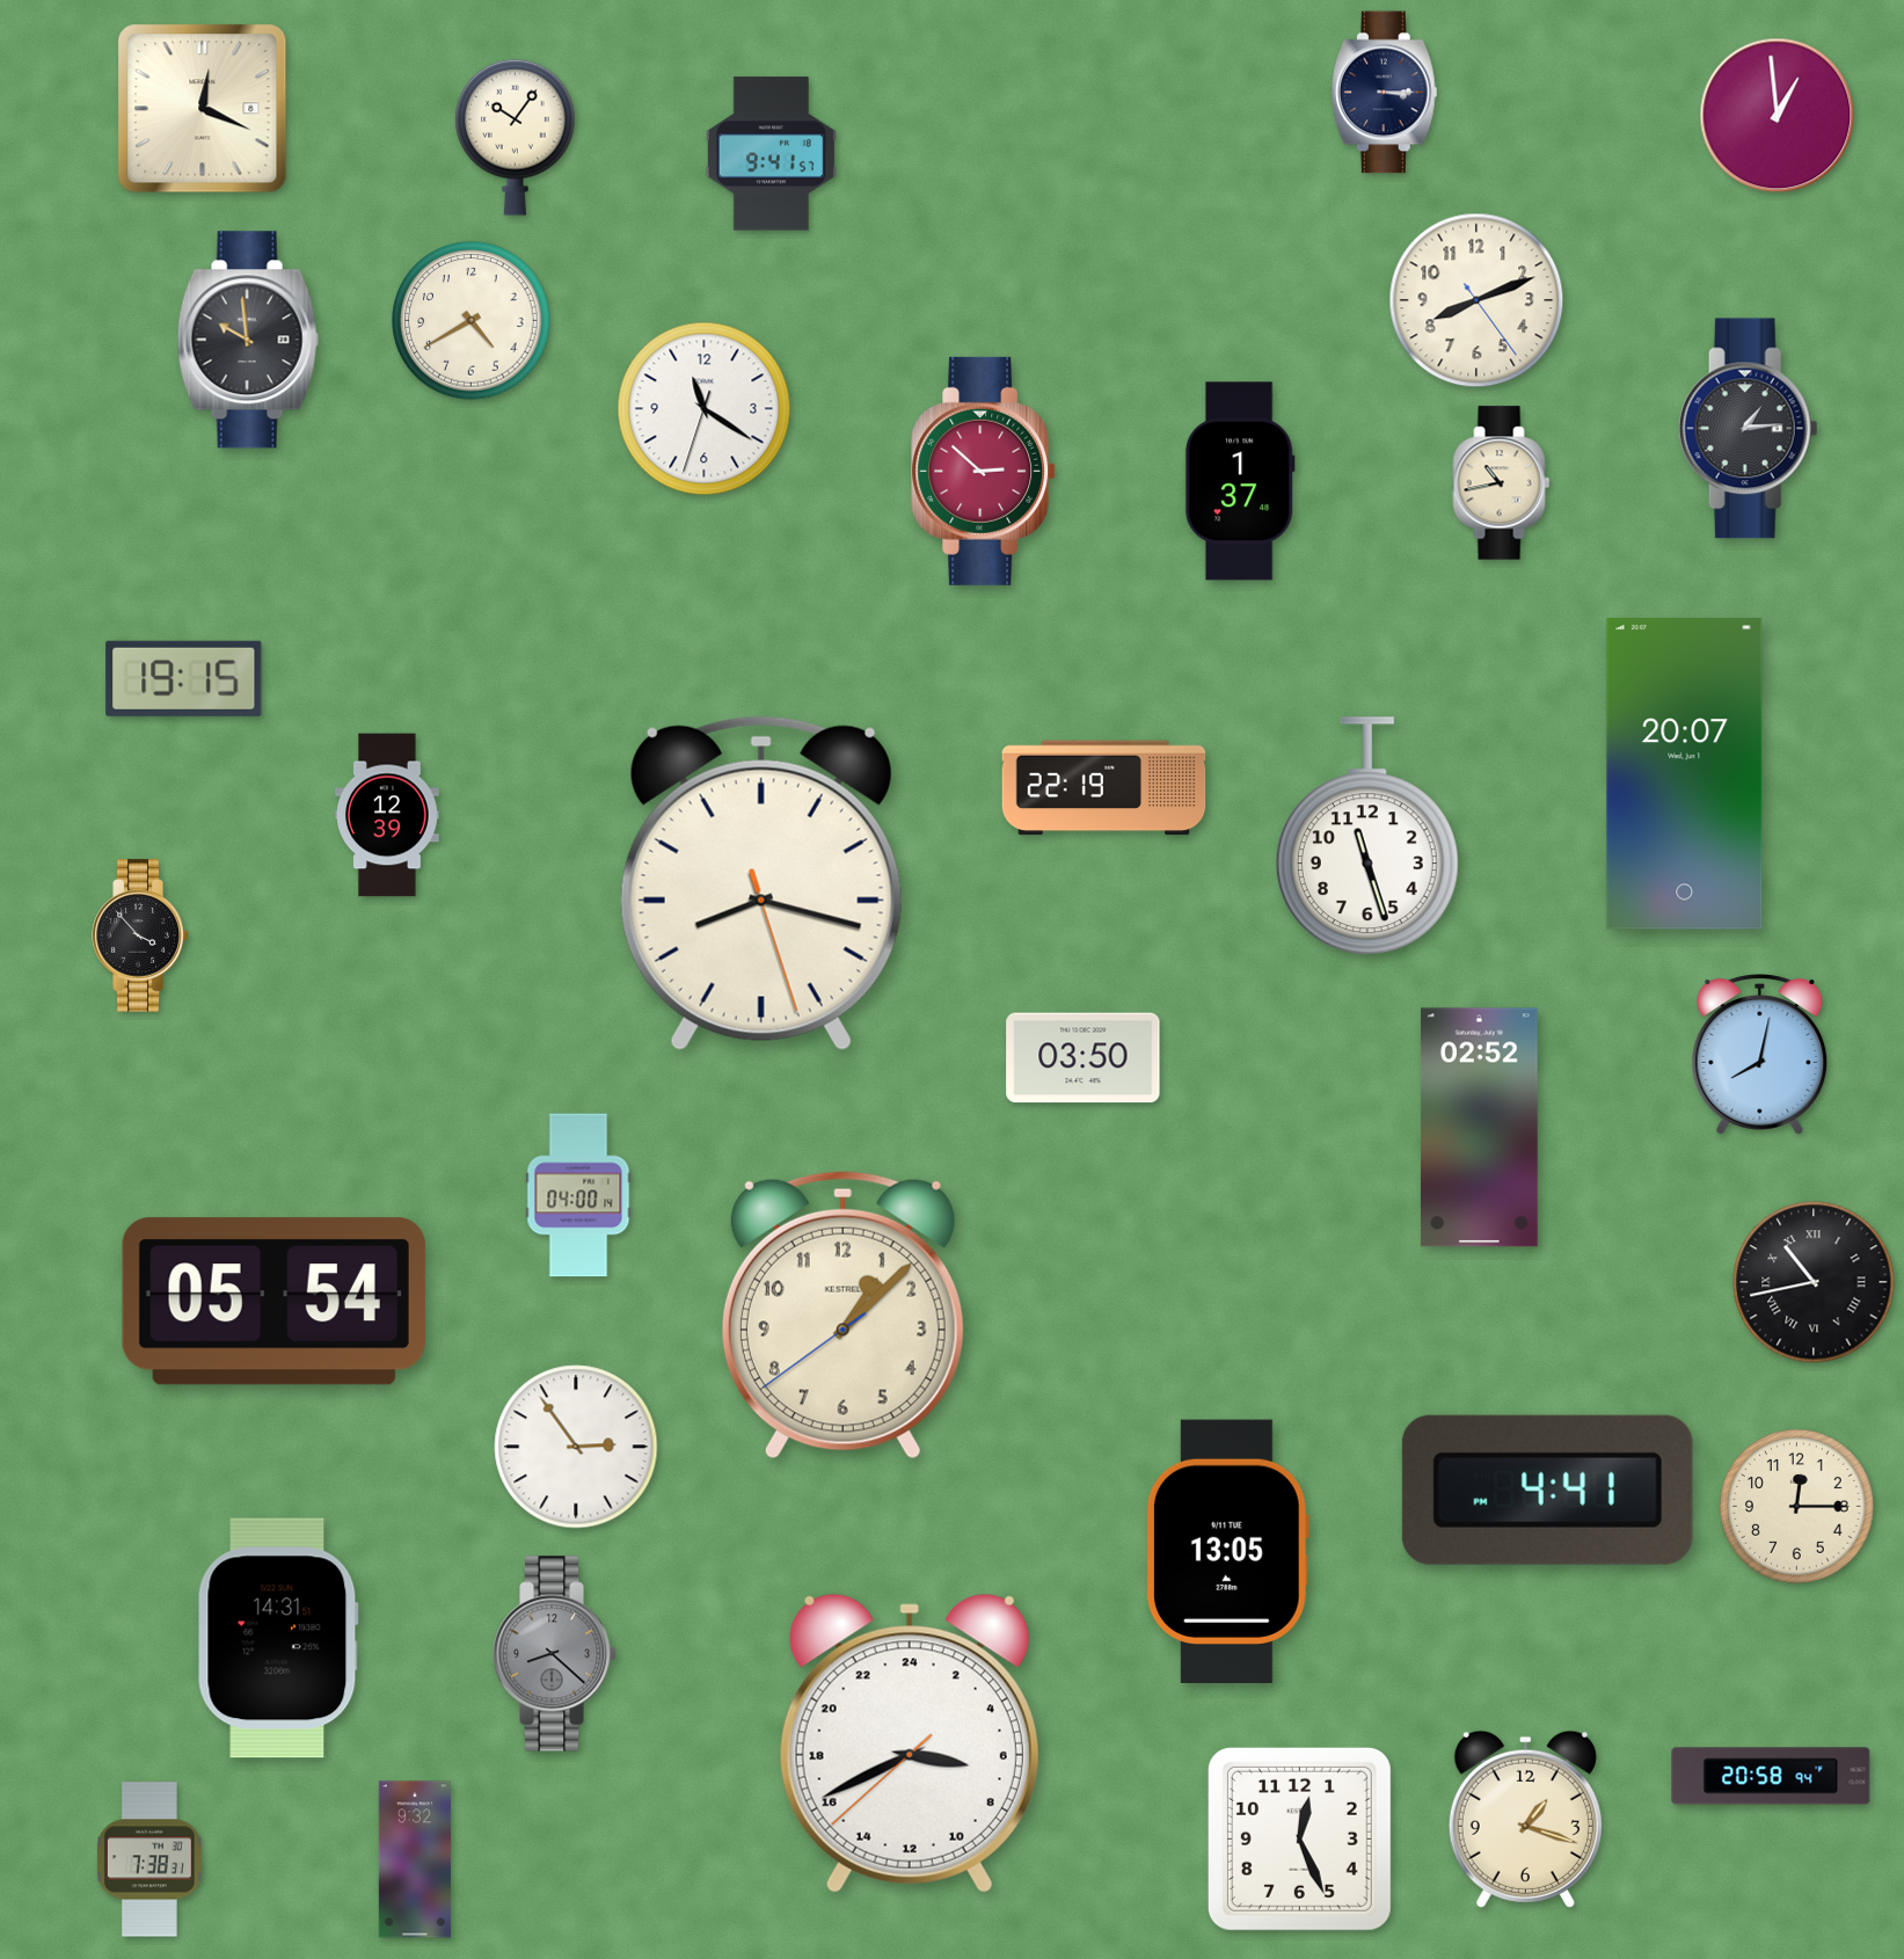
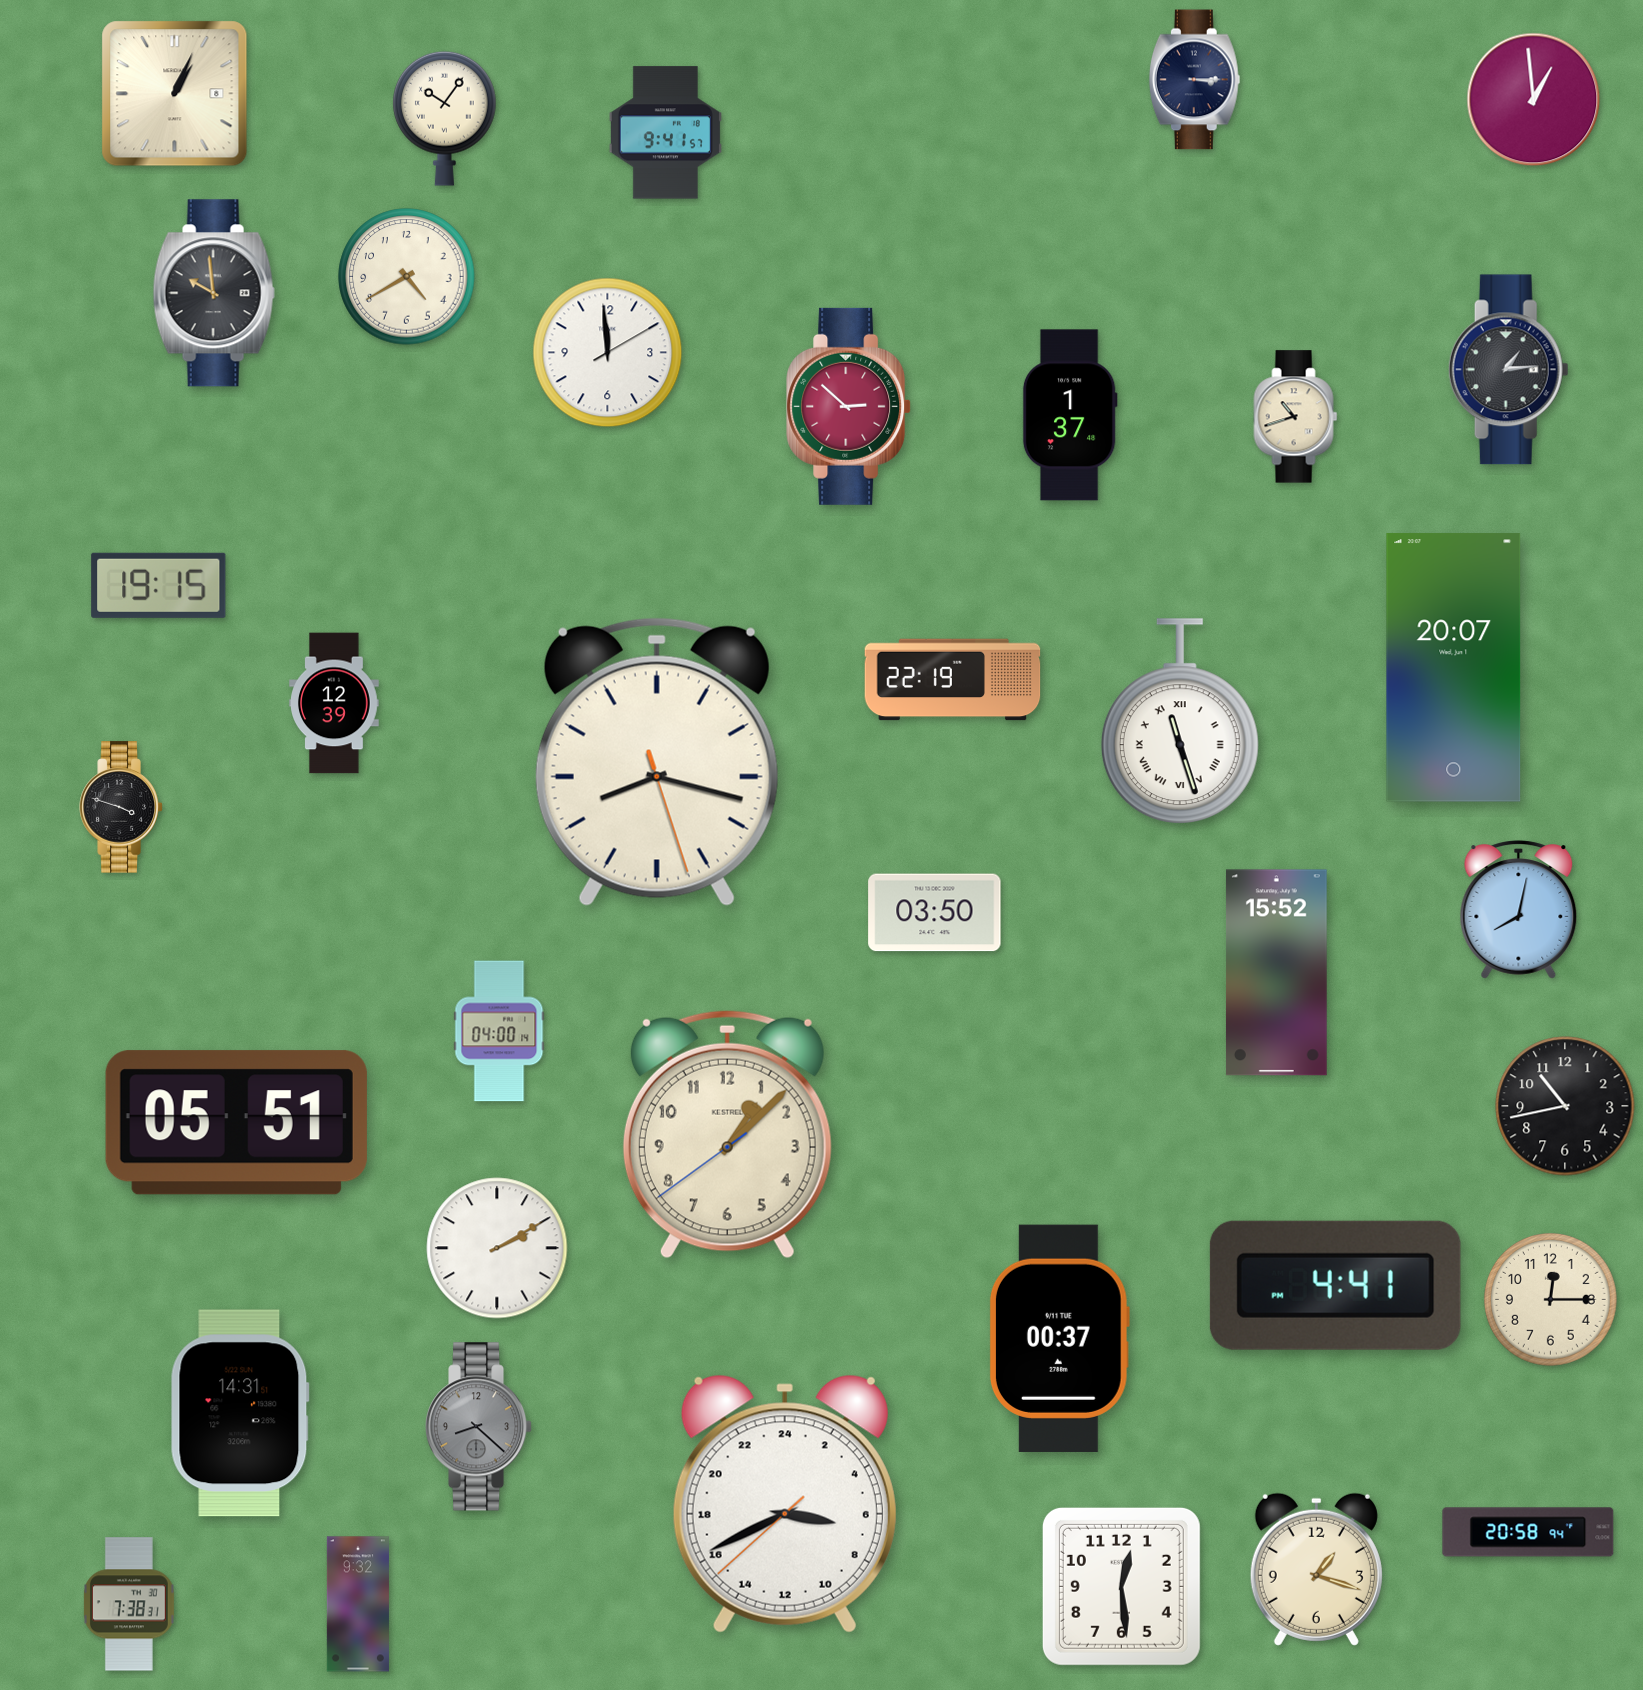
clock at (203, 109): 12:19 -> 1:04
clock at (1476, 300): 8:11 -> none
clock at (705, 409): 11:20 -> 11:59
clock at (1502, 483): 10:43 -> 10:42
clock at (1367, 837) numerals: Arabic -> Roman
clock at (140, 935): 3:53 -> 3:48
clock at (1479, 1128): 02:52 -> 15:52
clock at (1814, 1282) numerals: Roman -> Arabic
clock at (273, 1302): 05:54 -> 05:51
clock at (576, 1447): 2:54 -> 2:10
clock at (1227, 1551): 13:05 -> 00:37
clock at (1299, 1838): 12:26 -> 12:29
